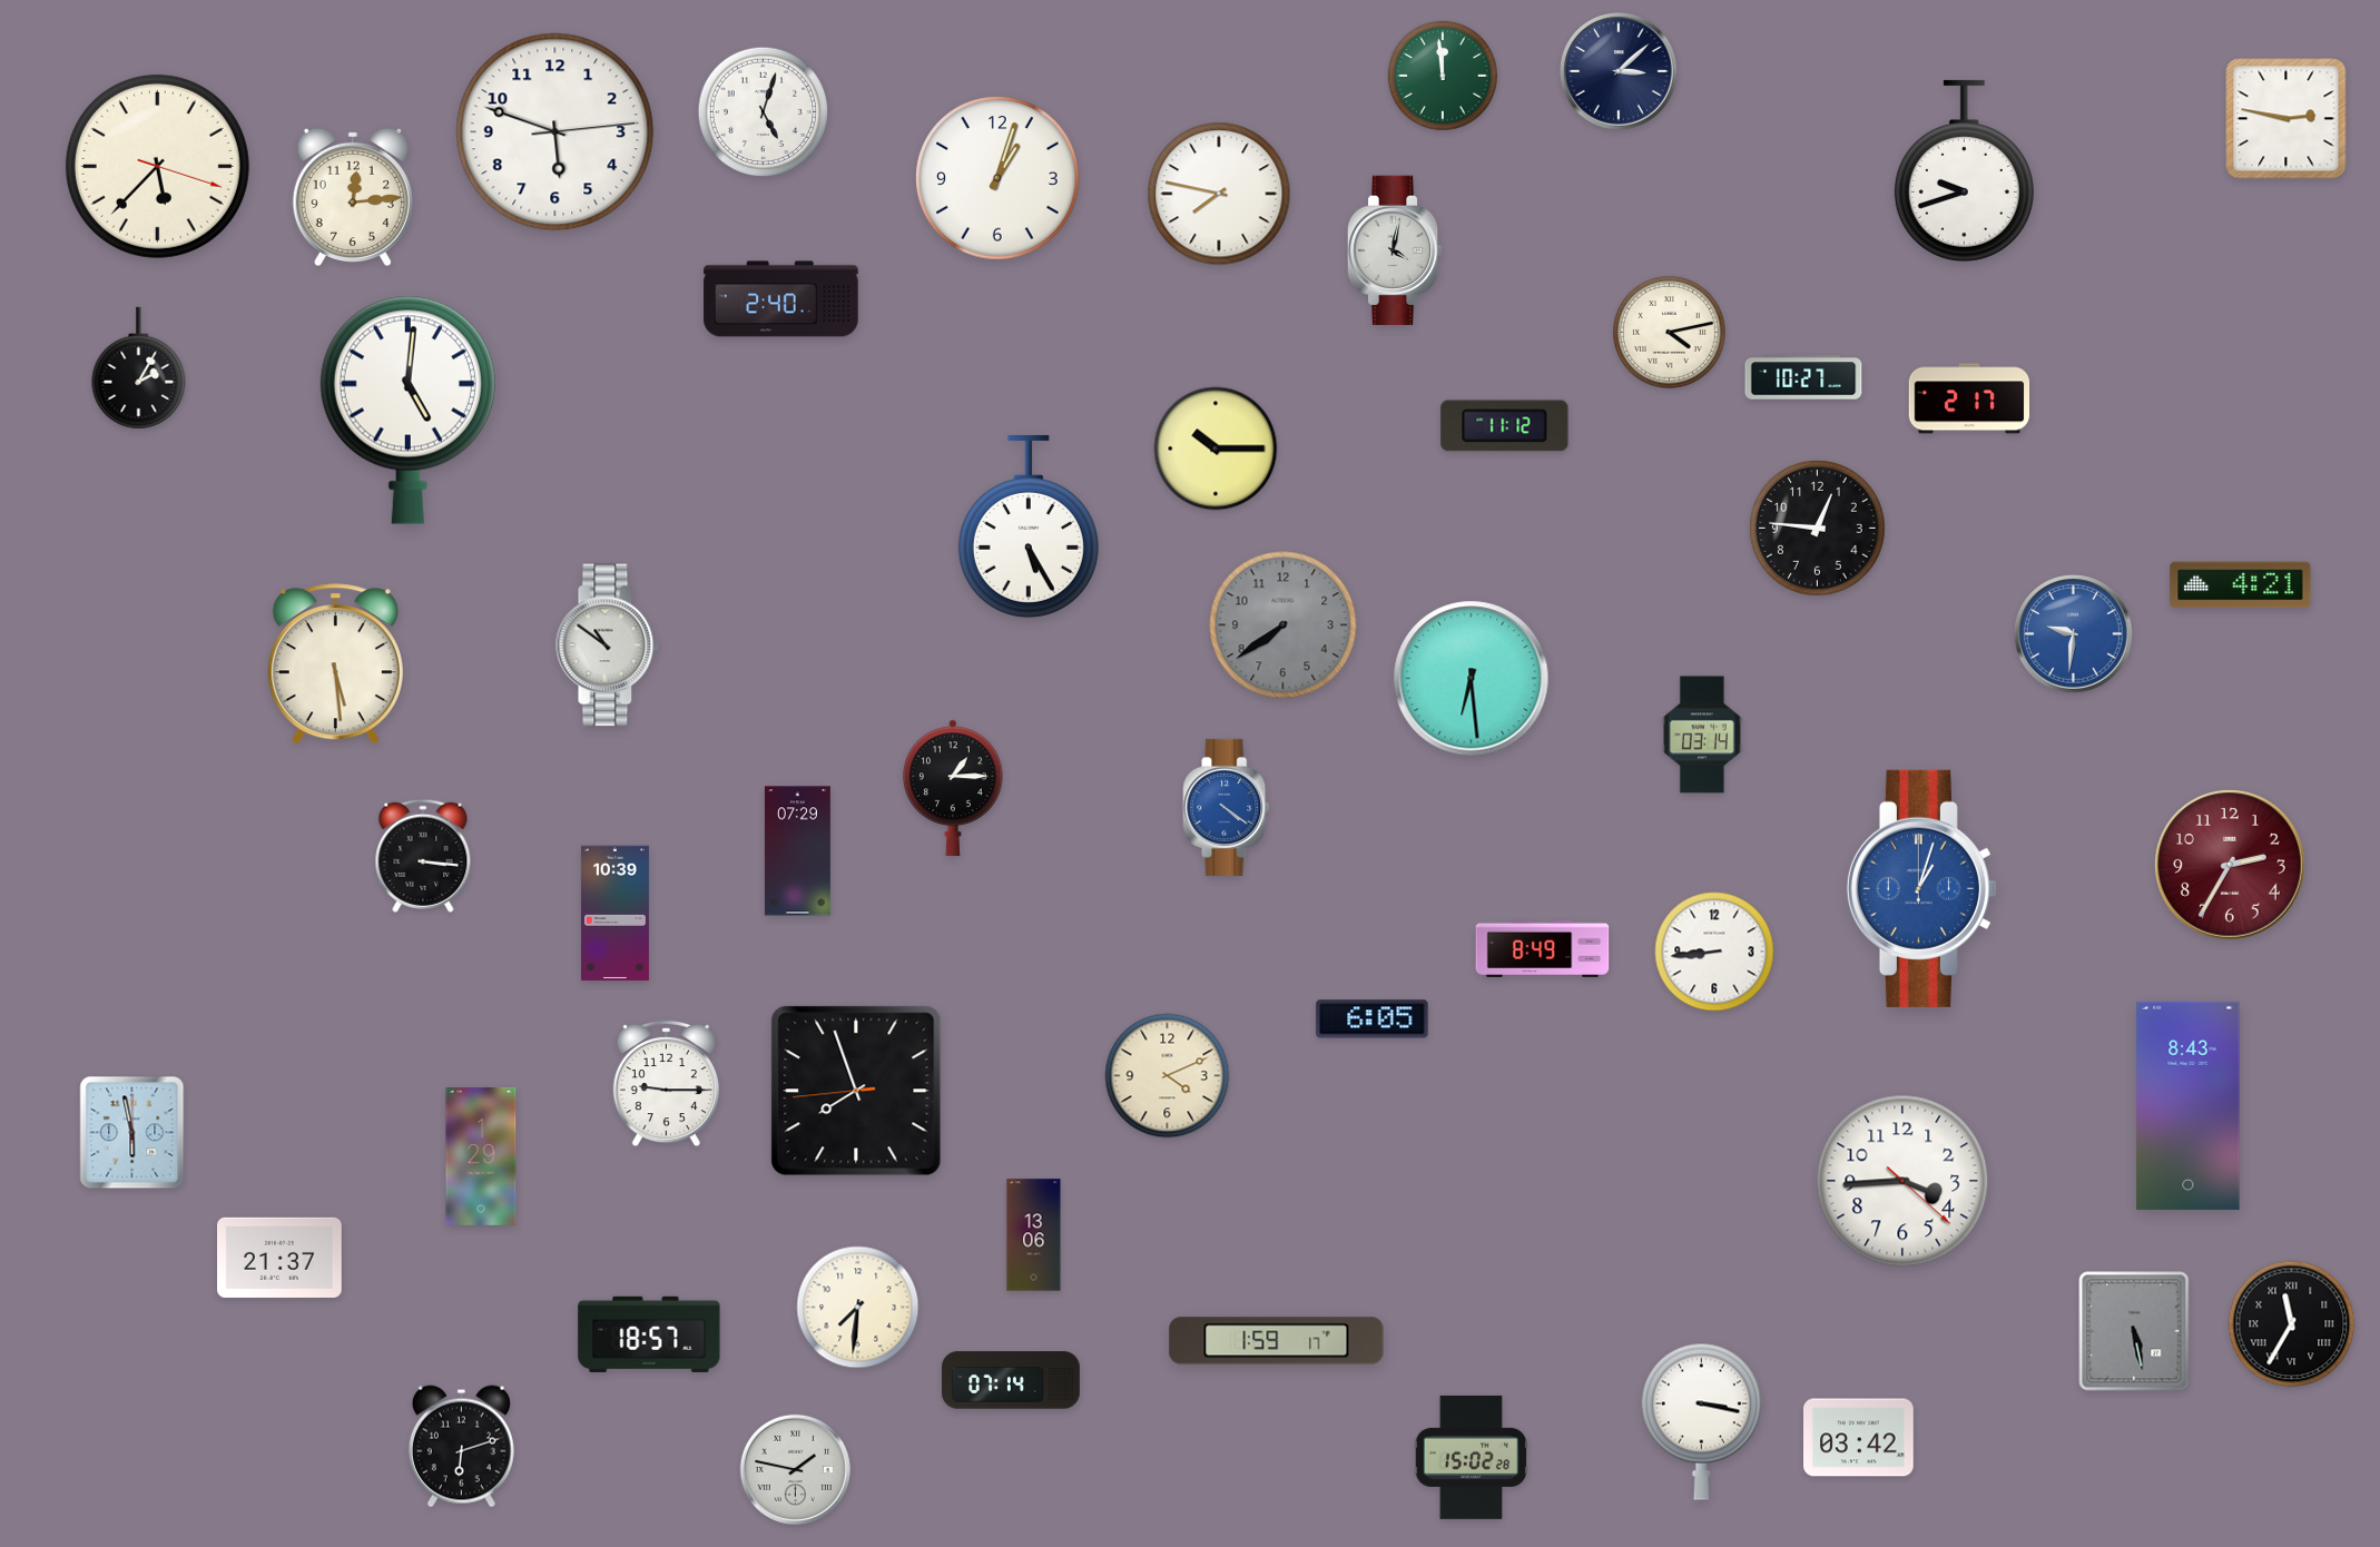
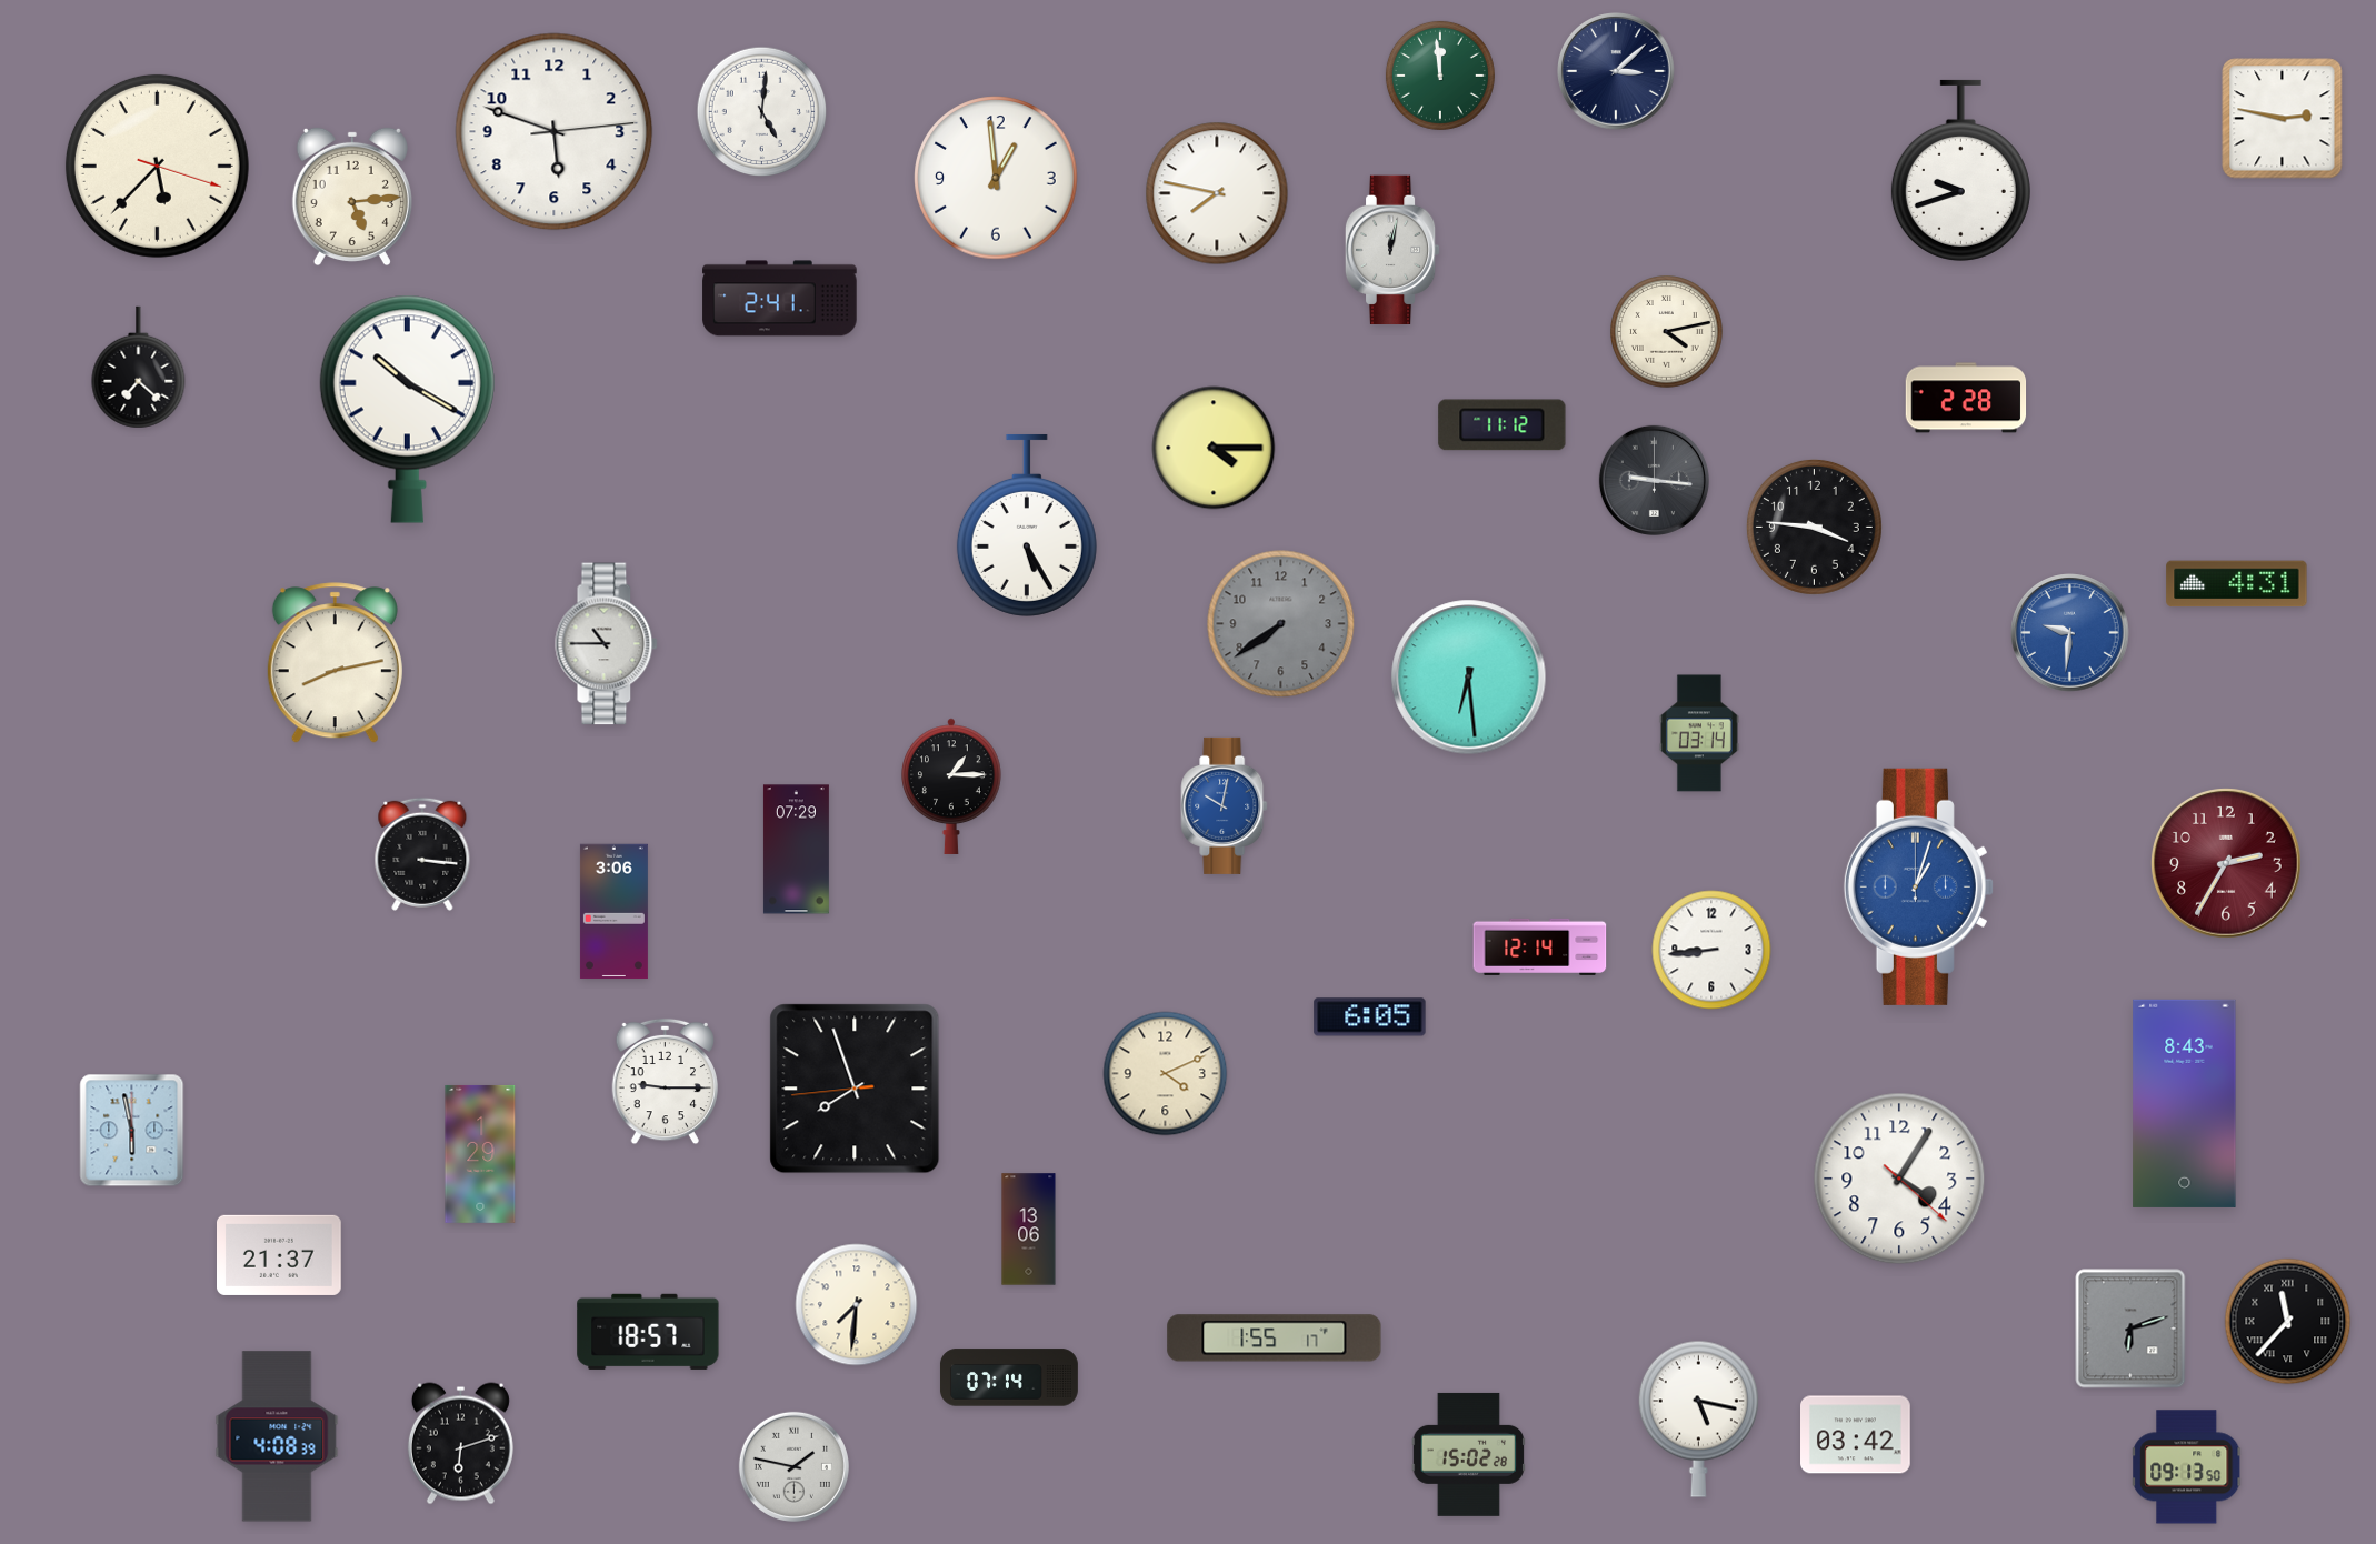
clock at (764, 112): 5:03 -> 5:01
clock at (997, 178): 1:03 -> 12:59
clock at (353, 197): 12:14 -> 5:14
clock at (1395, 249): 4:02 -> 12:02
clock at (781, 299): 2:40 -> 2:41
clock at (139, 368): 2:05 -> 7:22
clock at (1803, 377): 10:27 -> none
clock at (1969, 398): 2:17 -> 2:28
clock at (407, 410): 5:01 -> 10:20
clock at (1216, 449): 10:15 -> 4:15
clock at (1654, 480): none -> 9:16
clock at (1817, 528): 12:46 -> 3:46
clock at (2241, 585): 4:21 -> 4:31
clock at (608, 646): 10:51 -> 10:45
clock at (335, 664): 5:29 -> 8:13
clock at (1227, 807): 4:21 -> 10:02
clock at (614, 914): 10:39 -> 3:06
clock at (1543, 948): 8:49 -> 12:14
clock at (1902, 1181): 3:44 -> 4:05
clock at (1034, 1235) position: (1034, 1235) -> (1029, 1230)
clock at (2292, 1324): 11:35 -> 11:37
clock at (2134, 1331): 5:28 -> 6:12
clock at (1277, 1341): 1:59 -> 1:55
clock at (1701, 1421): 3:17 -> 5:17
clock at (277, 1436): none -> 4:08
clock at (2187, 1467): none -> 09:13
